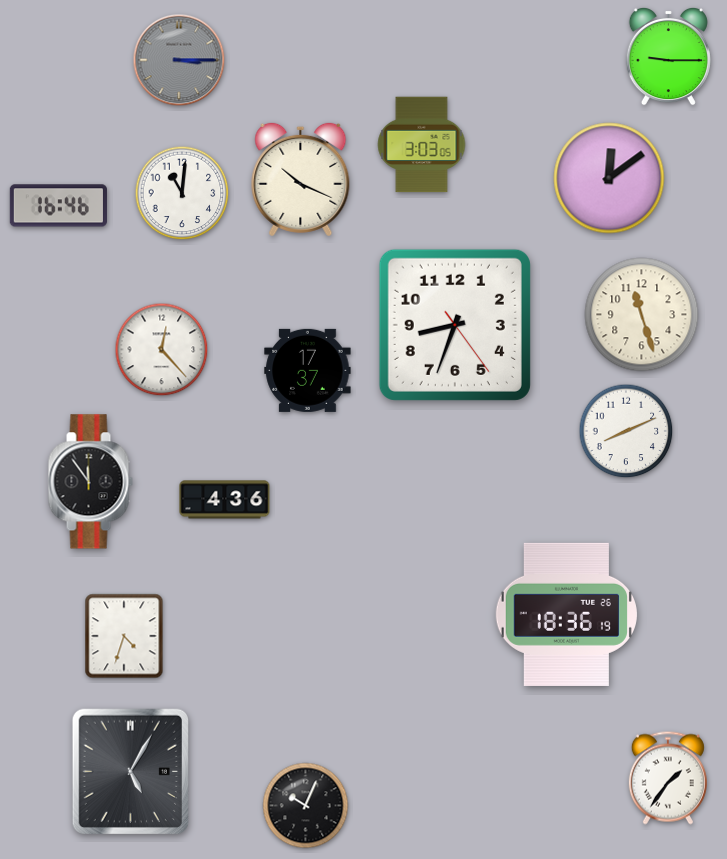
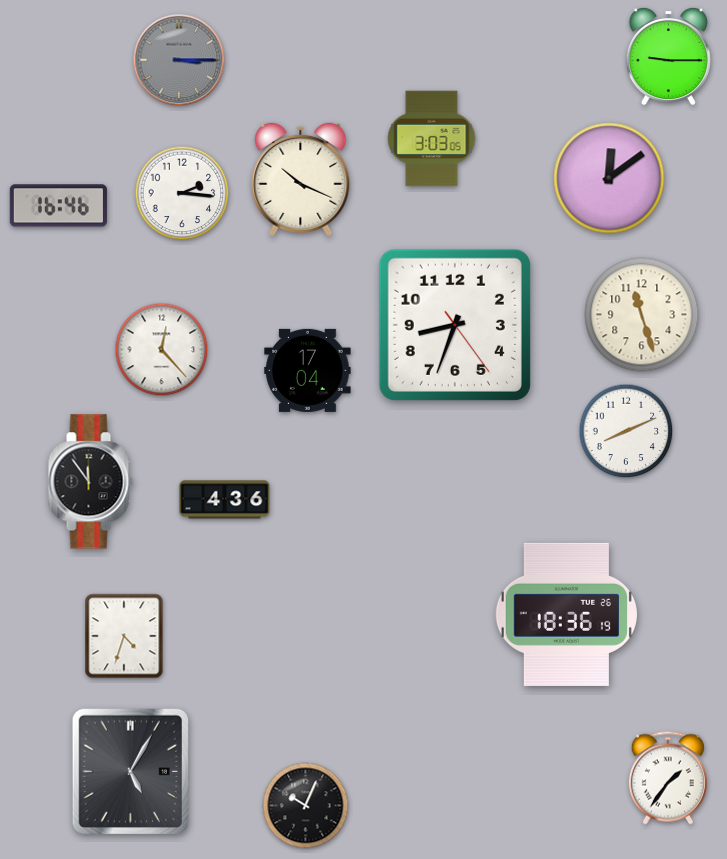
clock at (422, 145) position: (422, 145) -> (432, 139)
clock at (182, 193): 11:01 -> 2:16
clock at (308, 370): 17:37 -> 17:04
